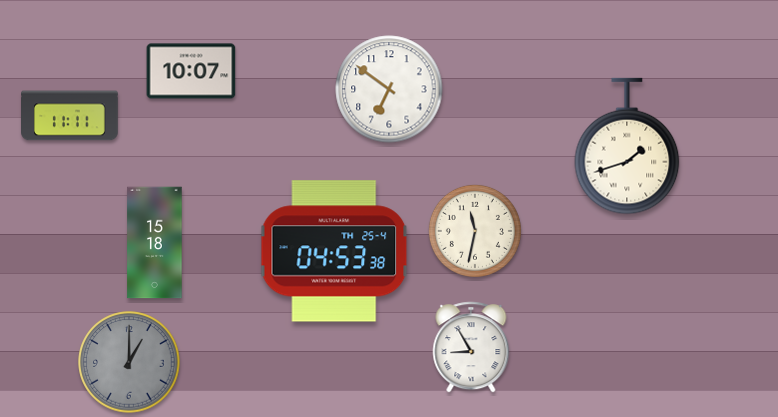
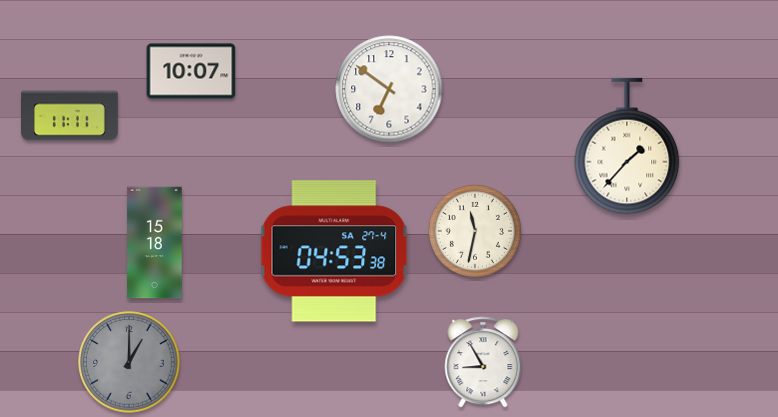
clock at (627, 146): 1:42 -> 1:37
clock at (334, 251) date: TH 25-4 -> SA 27-4
clock at (471, 347) position: (471, 347) -> (483, 362)
